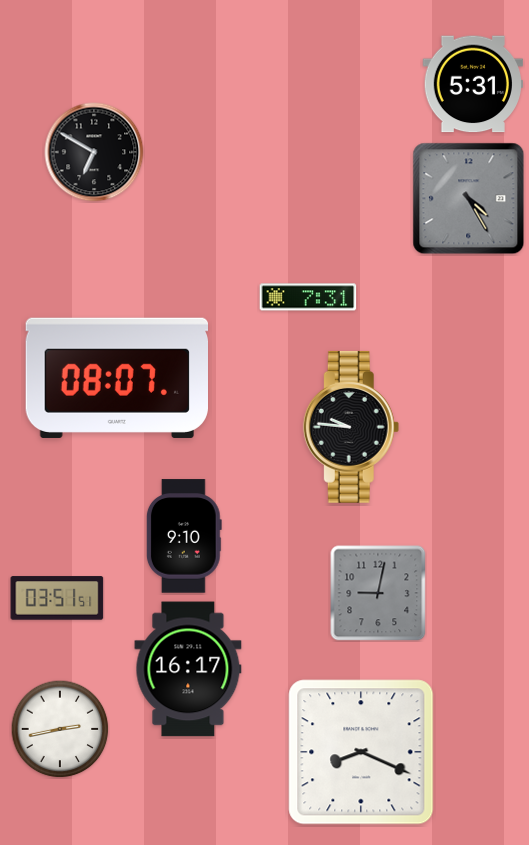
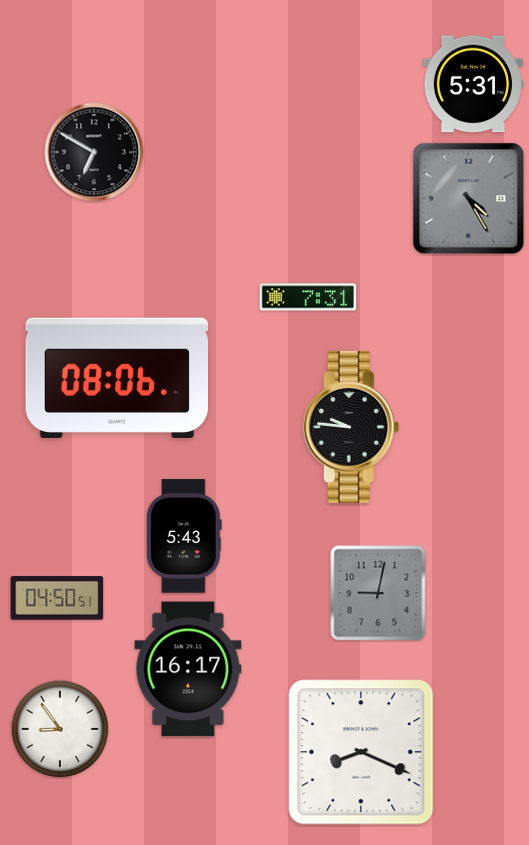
clock at (116, 378): 08:07 -> 08:06
clock at (184, 536): 9:10 -> 5:43
clock at (57, 598): 03:51 -> 04:50
clock at (60, 729): 2:43 -> 8:54
